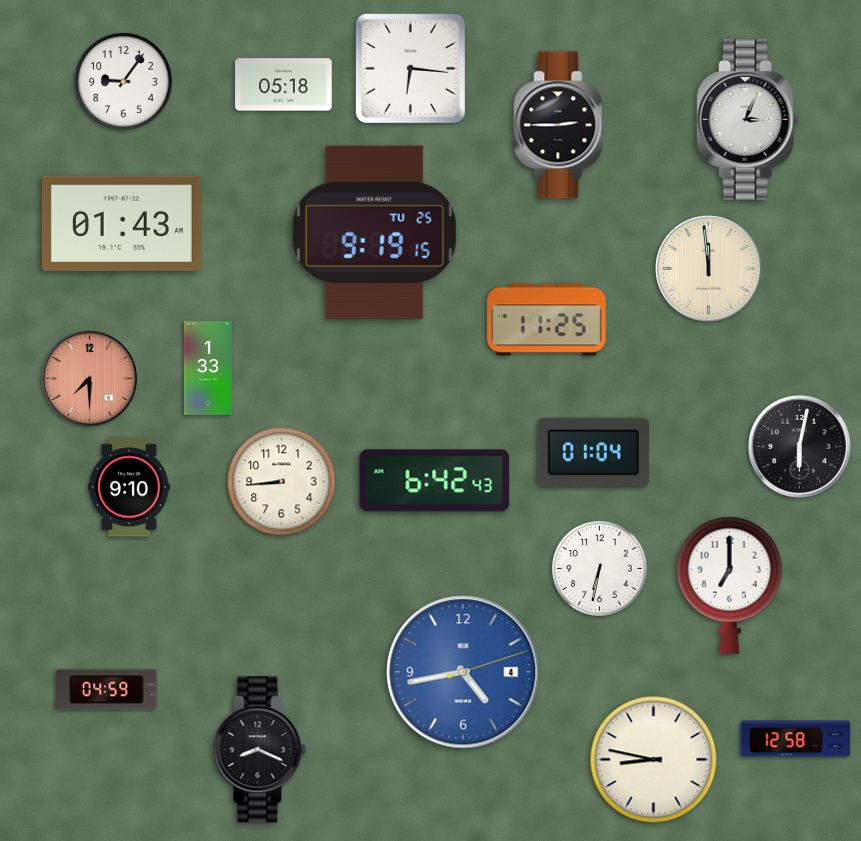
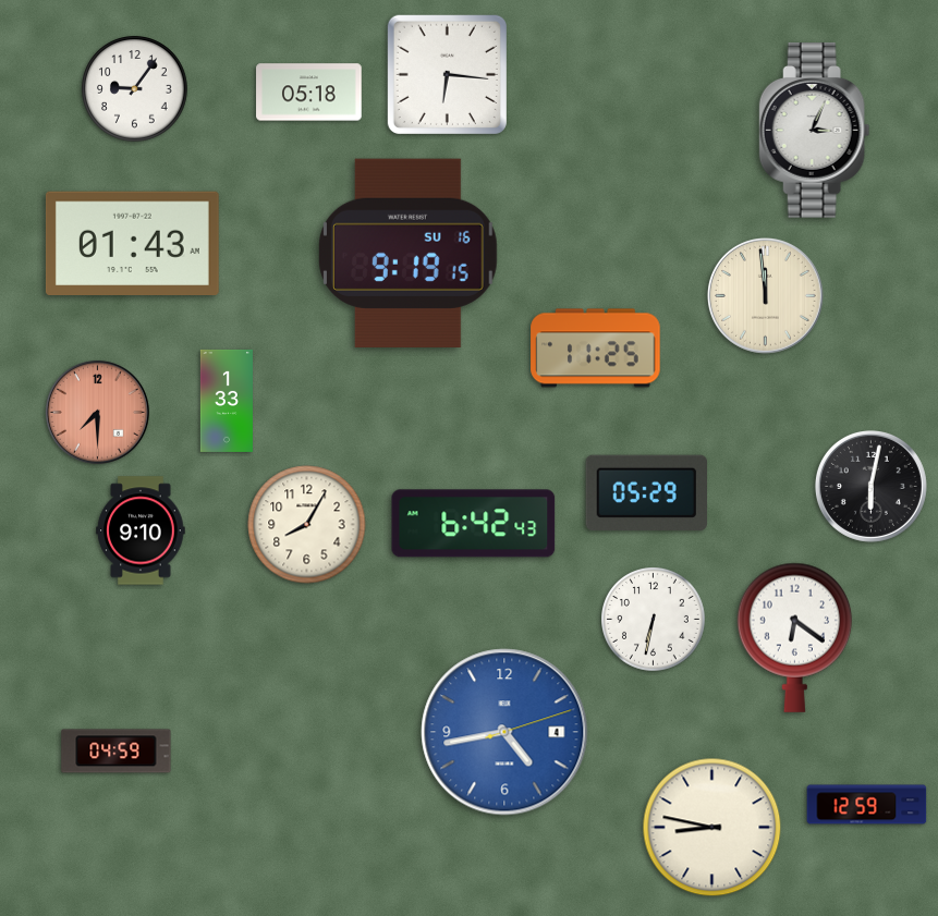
clock at (560, 125): 2:45 -> none
clock at (374, 232) date: TU 25 -> SU 16
clock at (708, 268) position: (708, 268) -> (765, 295)
clock at (593, 452): 01:04 -> 05:29
clock at (282, 482): 8:44 -> 8:05
clock at (729, 585): 7:00 -> 6:21
clock at (796, 739): 12:58 -> 12:59
clock at (260, 750): 8:19 -> none
